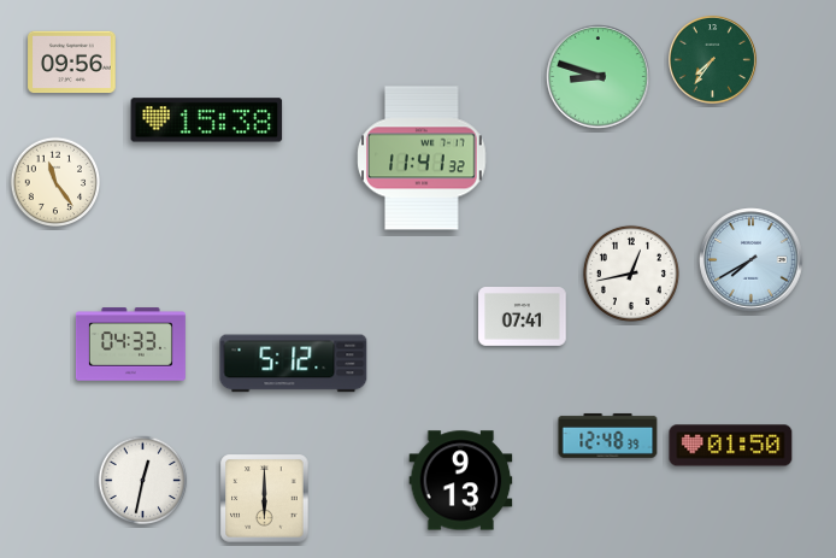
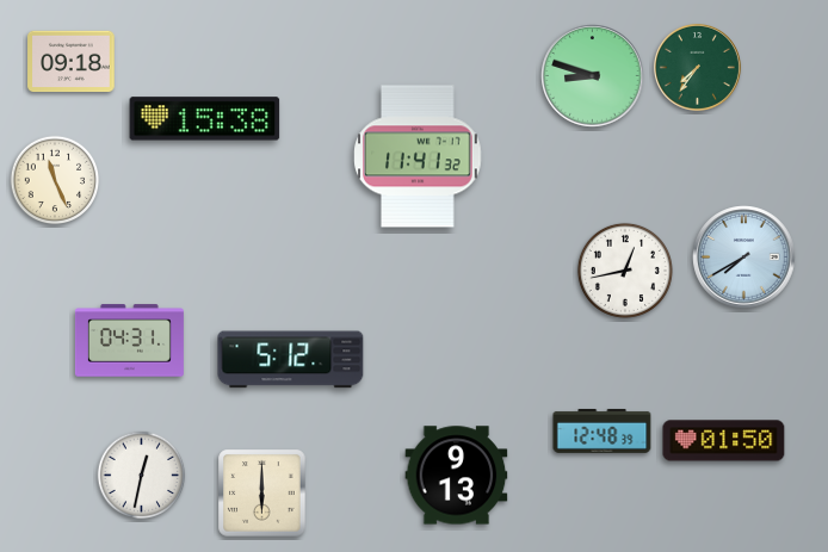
clock at (712, 59) position: (712, 59) -> (697, 67)
clock at (72, 63): 09:56 -> 09:18
clock at (55, 182): 11:24 -> 11:26
clock at (523, 317): 07:41 -> none
clock at (130, 345): 04:33 -> 04:31
